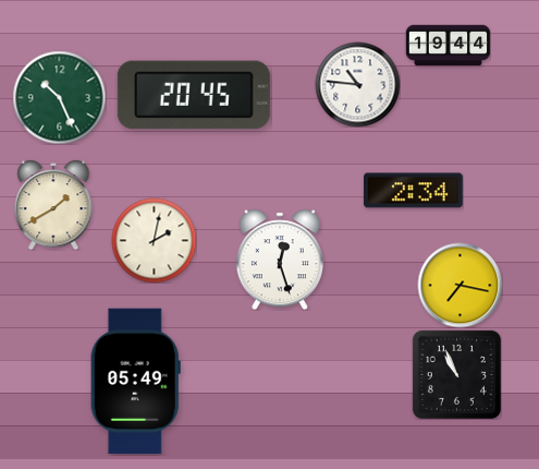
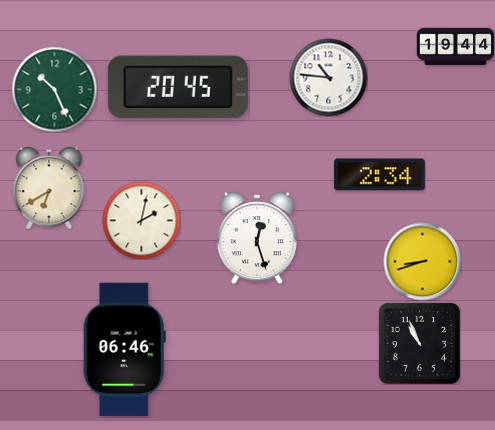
clock at (448, 46) position: (448, 46) -> (455, 47)
clock at (53, 205): 1:40 -> 6:40
clock at (460, 285): 7:17 -> 8:42
clock at (135, 381): 05:49 -> 06:46
